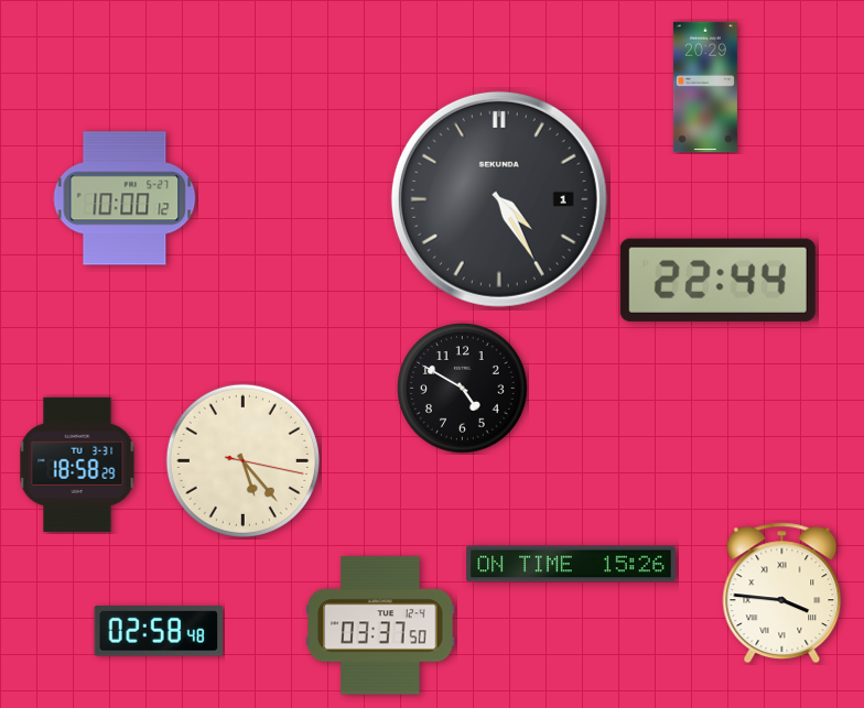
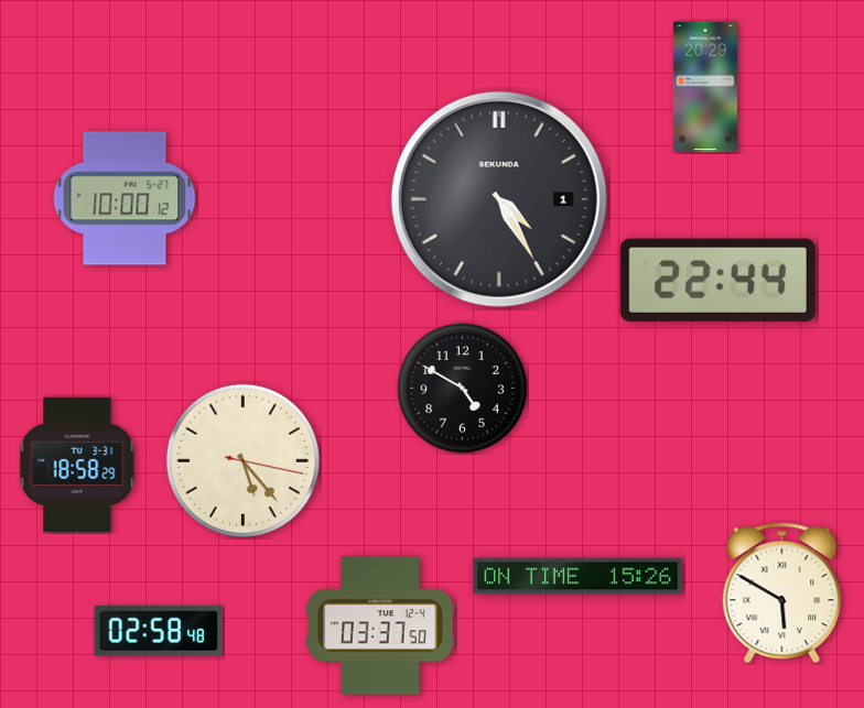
clock at (571, 564) position: (571, 564) -> (577, 576)
clock at (782, 593): 3:46 -> 5:50
